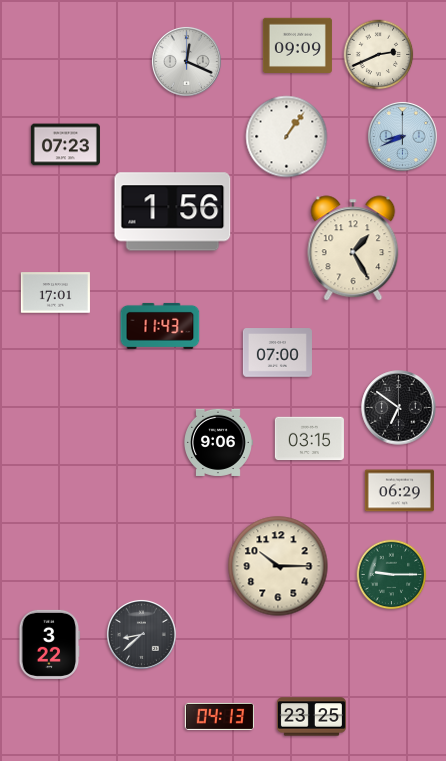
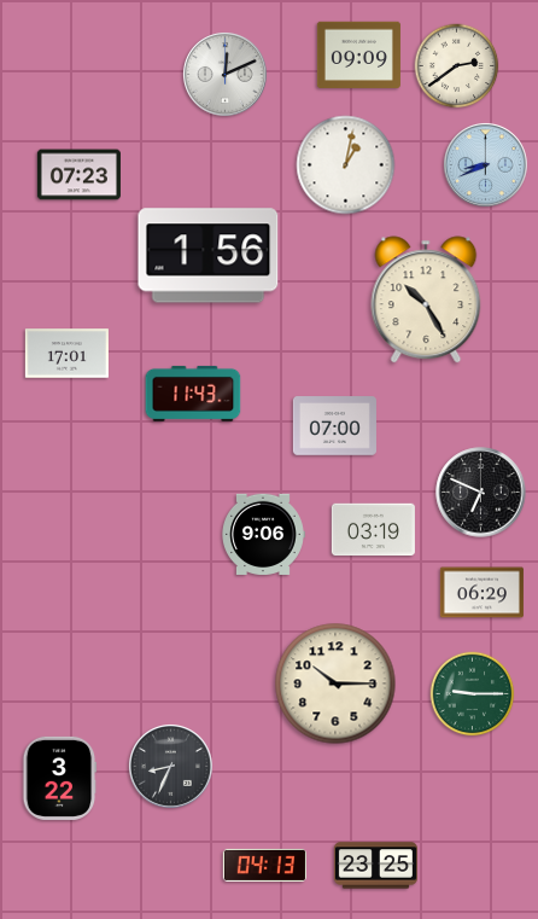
clock at (379, 55): 2:41 -> 2:39
clock at (186, 61): 12:19 -> 12:11
clock at (287, 137): 1:06 -> 1:02
clock at (353, 248): 1:25 -> 10:25
clock at (399, 408): 6:51 -> 6:49
clock at (309, 439): 03:15 -> 03:19
clock at (141, 634): 8:38 -> 8:34
